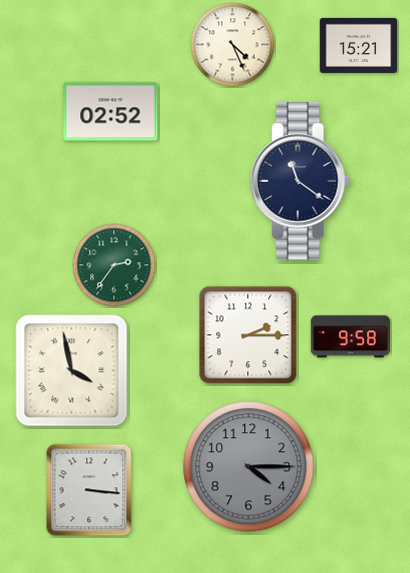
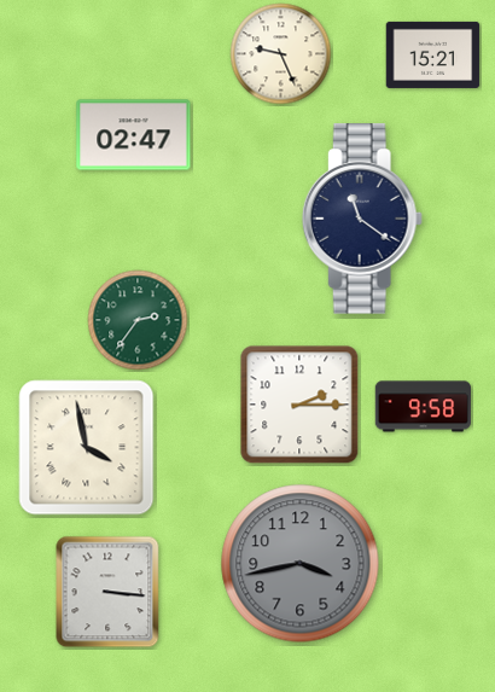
clock at (233, 45): 4:26 -> 9:26
clock at (111, 112): 02:52 -> 02:47
clock at (249, 467): 4:15 -> 3:43
